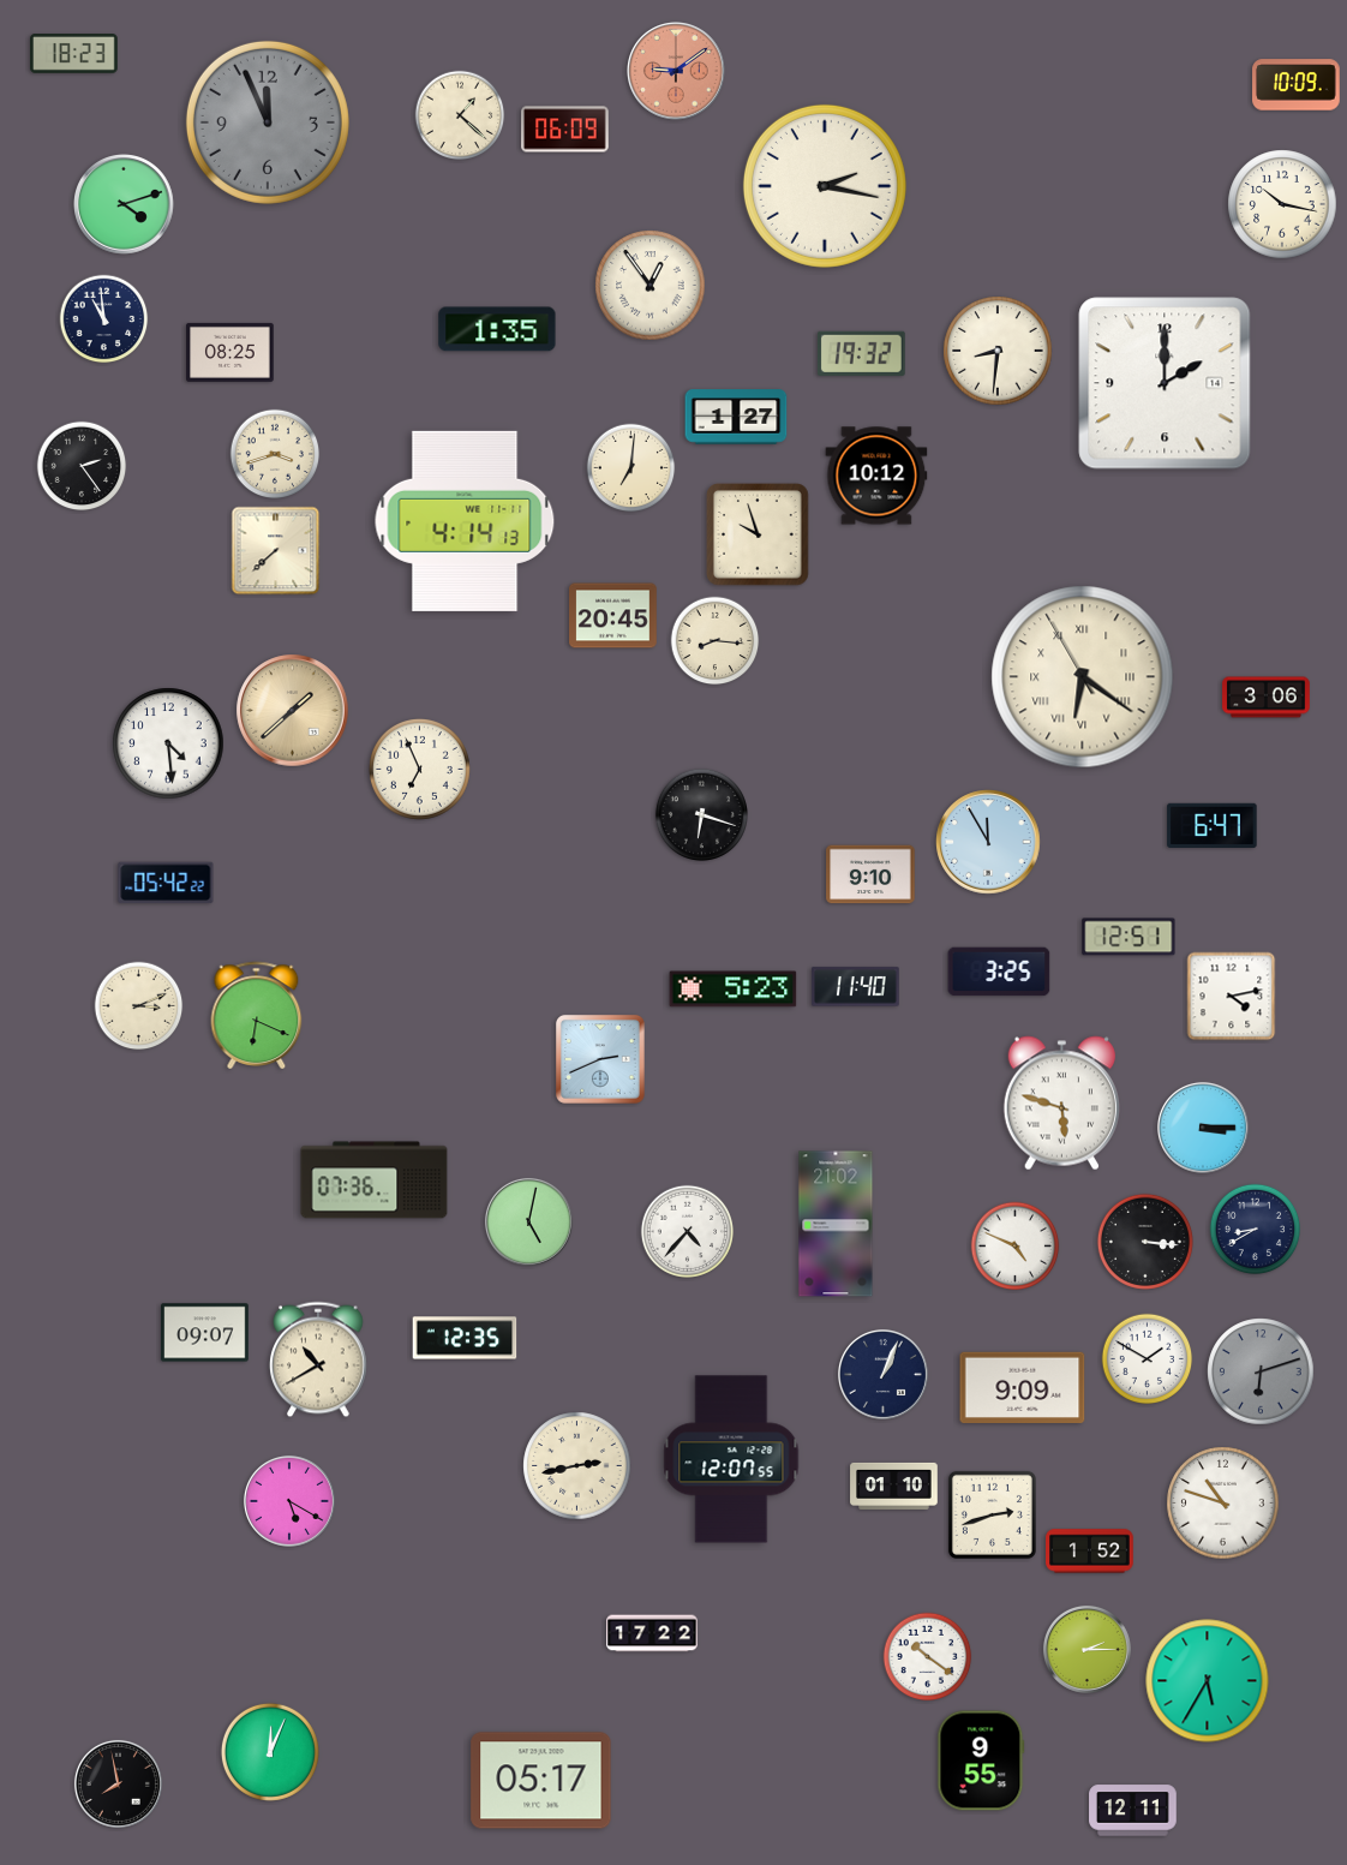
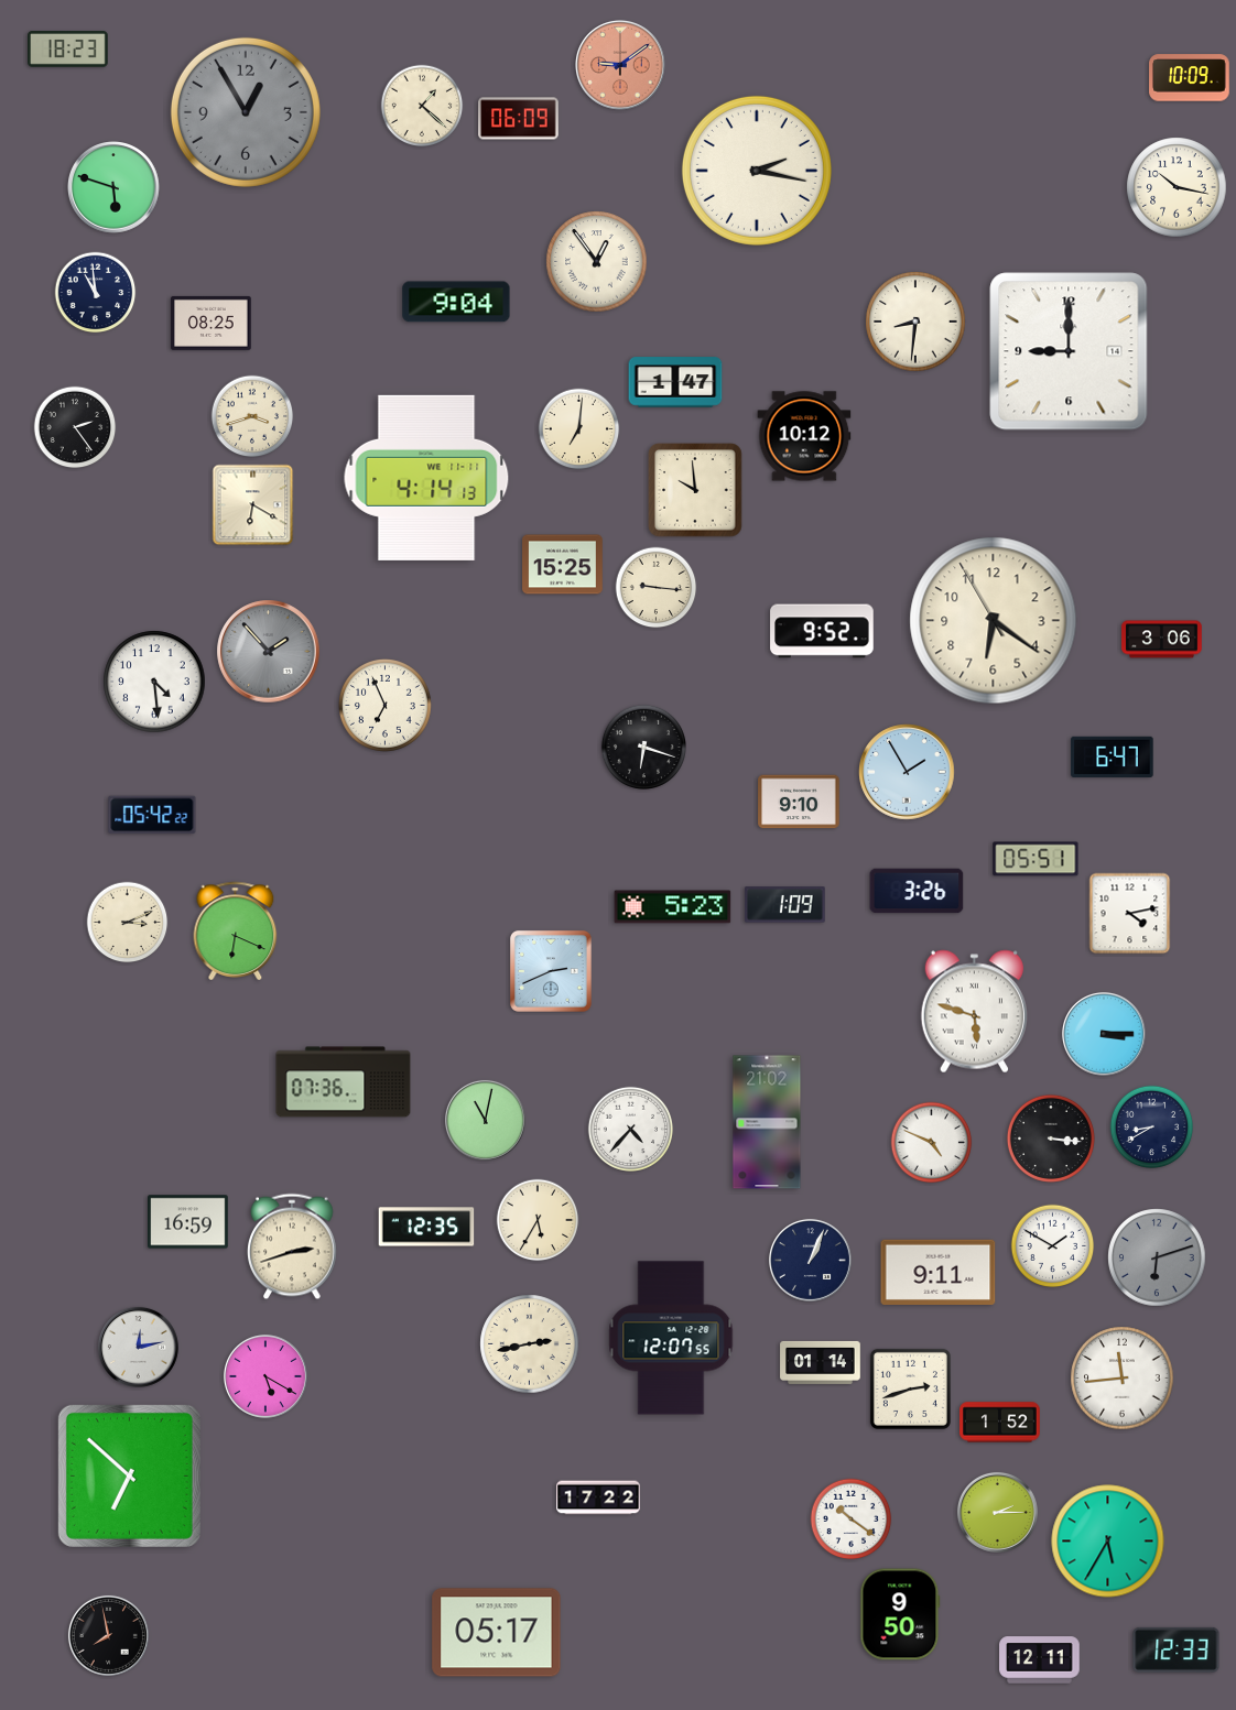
clock at (268, 122): 11:56 -> 12:55
clock at (125, 205): 4:12 -> 5:48
clock at (497, 329): 1:35 -> 9:04
clock at (861, 353): 19:32 -> none
clock at (1165, 383): 2:00 -> 9:00
clock at (736, 417): 1:27 -> 1:47
clock at (758, 534): 9:57 -> 9:59
clock at (276, 551): 7:38 -> 6:20
clock at (613, 616): 20:45 -> 15:25
clock at (716, 641): 8:16 -> 9:16
clock at (1083, 677) numerals: Roman -> Arabic
clock at (822, 631): none -> 9:52
clock at (293, 711): 1:38 -> 1:53
clock at (293, 711) dial: champagne -> grey
clock at (988, 842): 11:55 -> 1:55
clock at (166, 883) position: (166, 883) -> (152, 815)
clock at (1129, 937): 12:51 -> 05:51
clock at (999, 972): 3:25 -> 3:26
clock at (856, 987): 11:40 -> 1:09
clock at (528, 1221): 5:02 -> 11:02
clock at (538, 1220): none -> 5:35
clock at (205, 1333): 09:07 -> 16:59
clock at (319, 1359): 10:40 -> 2:42
clock at (1023, 1387): 9:09 -> 9:11
clock at (138, 1347): none -> 12:13
clock at (894, 1486): 01:10 -> 01:14
clock at (1223, 1504): 10:48 -> 11:44
clock at (129, 1475): none -> 6:52
clock at (270, 1752): 12:04 -> none
clock at (981, 1761): 9:55 -> 9:50
clock at (1177, 1649): none -> 12:33
